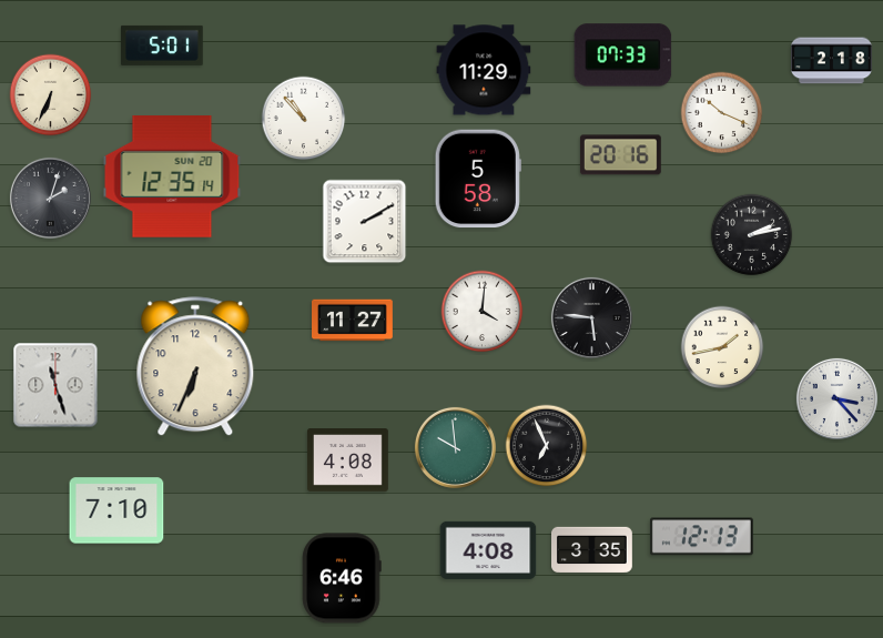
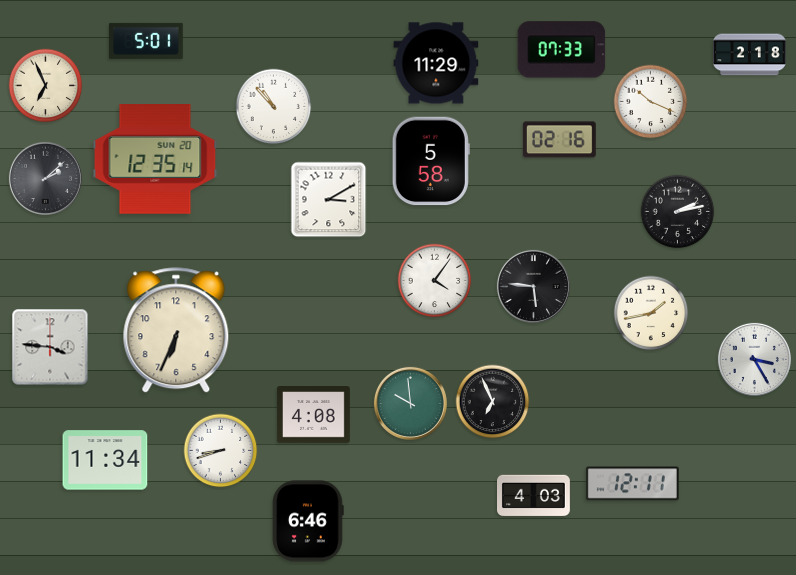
clock at (51, 95): 6:34 -> 6:56
clock at (620, 155): 20:16 -> 02:16
clock at (50, 198): 2:03 -> 2:08
clock at (365, 222): 2:10 -> 3:10
clock at (483, 312): 4:01 -> 4:06
clock at (353, 321): 11:27 -> none
clock at (55, 385): 11:27 -> 3:46
clock at (836, 398): 3:23 -> 3:25
clock at (221, 451): none -> 8:42
clock at (116, 510): 7:10 -> 11:34
clock at (701, 537): 12:13 -> 12:11
clock at (488, 550): 4:08 -> none
clock at (592, 550): 3:35 -> 4:03
